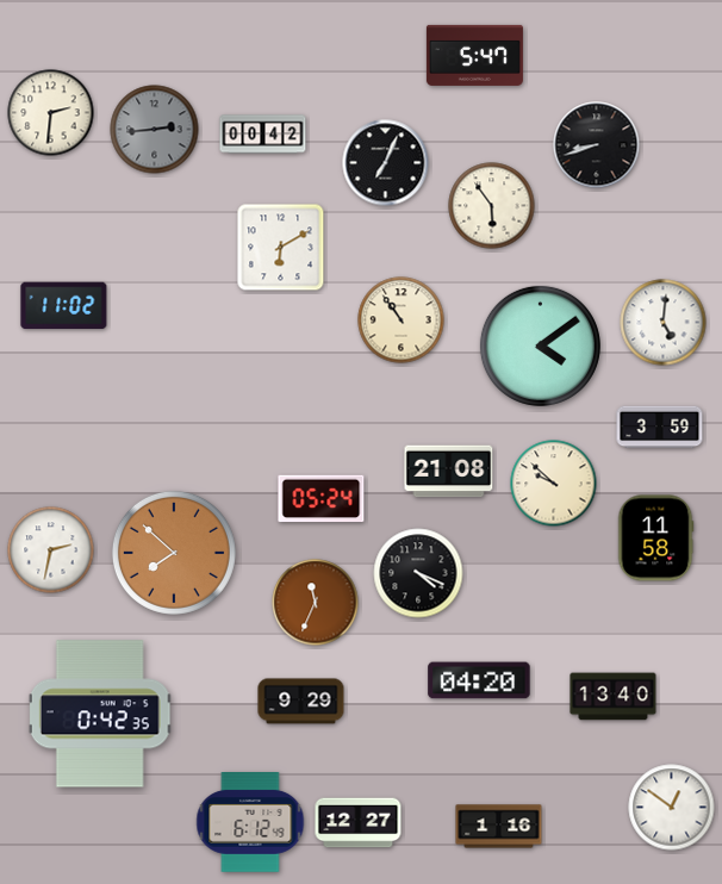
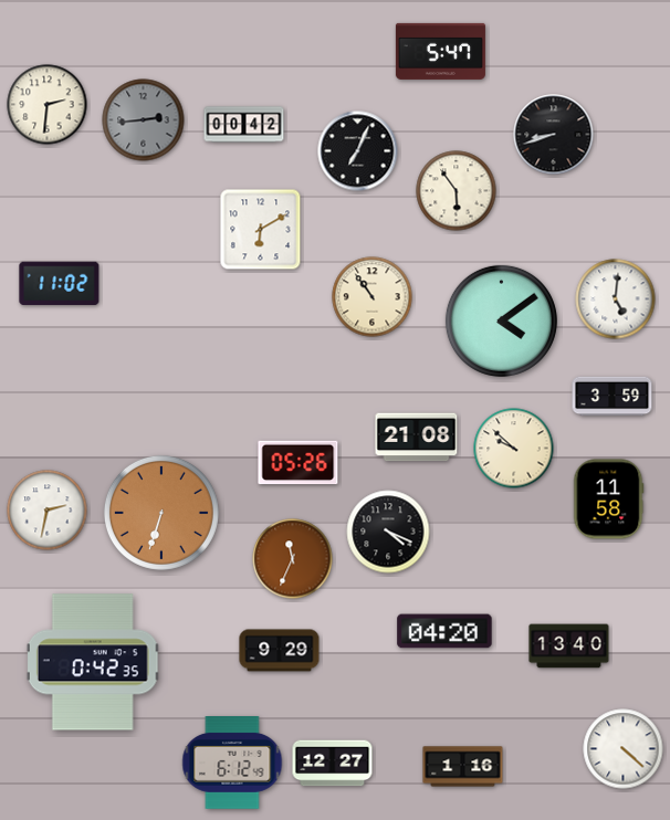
clock at (322, 499): 05:24 -> 05:26
clock at (174, 553): 7:52 -> 6:33
clock at (672, 808): 12:51 -> 4:22
